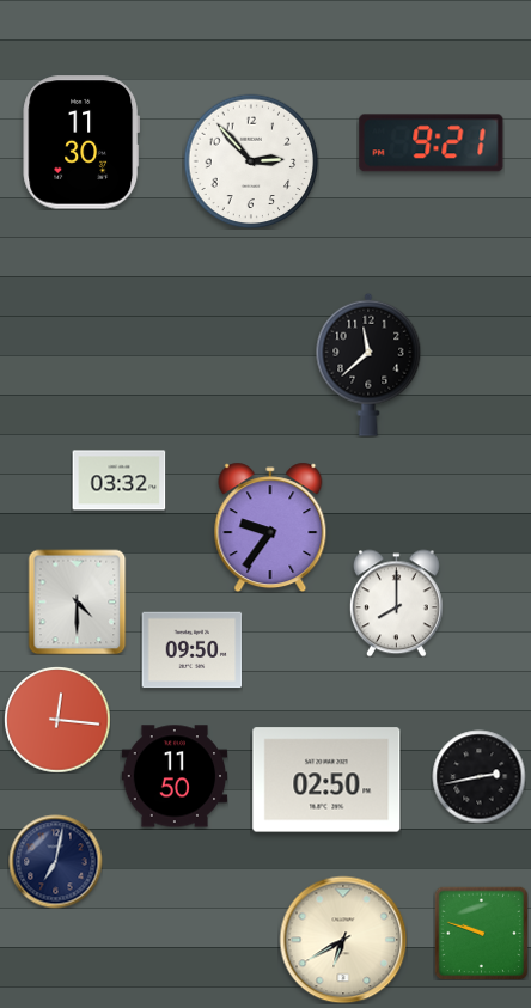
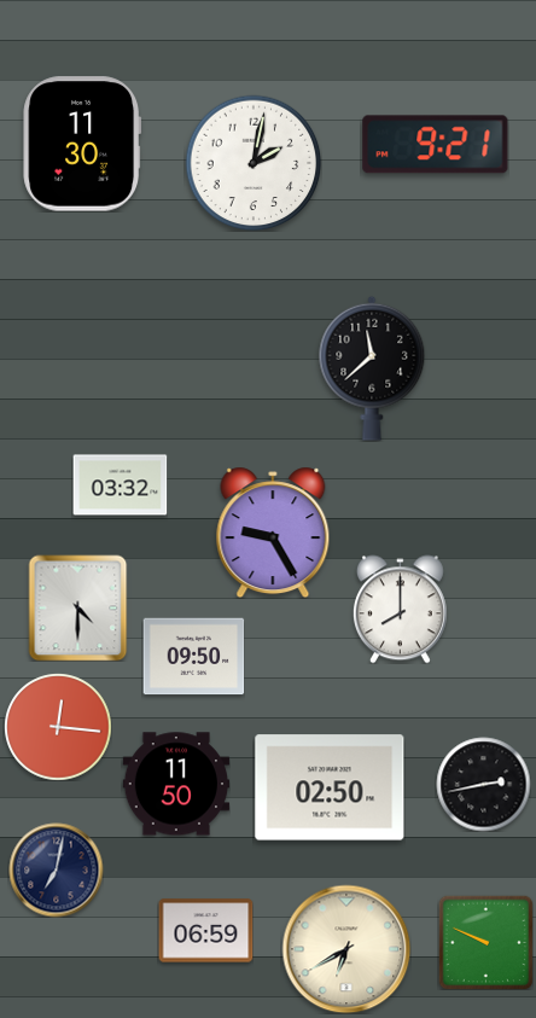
clock at (251, 161): 2:53 -> 2:02
clock at (270, 527): 9:36 -> 9:25
clock at (205, 931): none -> 06:59
clock at (481, 933): 9:48 -> 9:49
